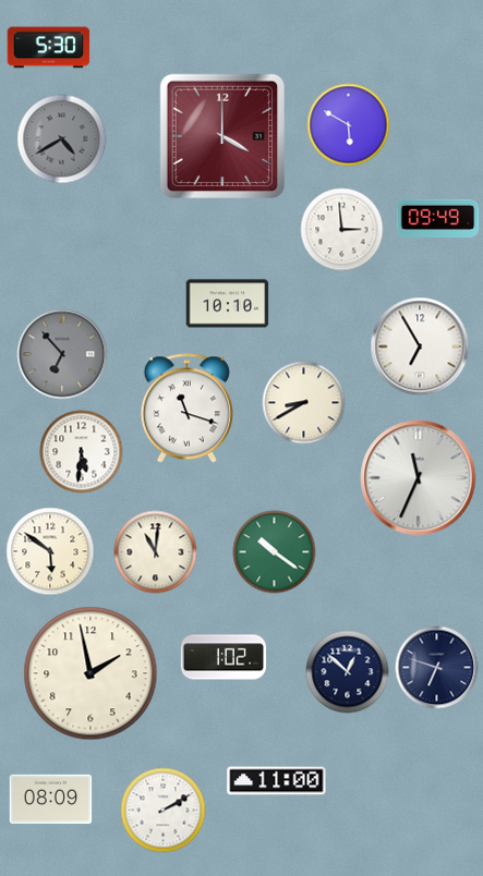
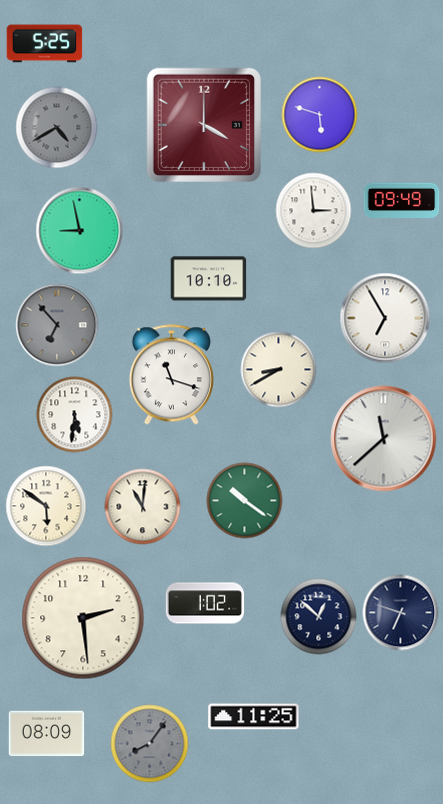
clock at (49, 48): 5:30 -> 5:25
clock at (349, 125): 5:50 -> 5:48
clock at (80, 231): none -> 8:58
clock at (419, 478): 11:34 -> 11:38
clock at (275, 552) position: (275, 552) -> (245, 501)
clock at (90, 673): 1:58 -> 2:29
clock at (277, 781): 11:00 -> 11:25
clock at (164, 811): 2:10 -> 8:06
clock at (164, 811) dial: white -> grey
